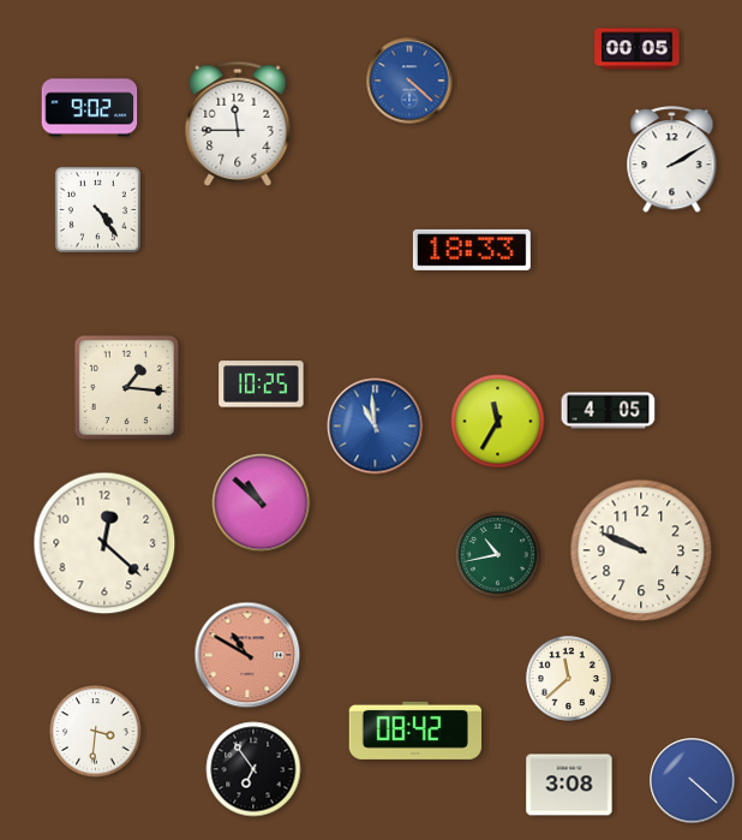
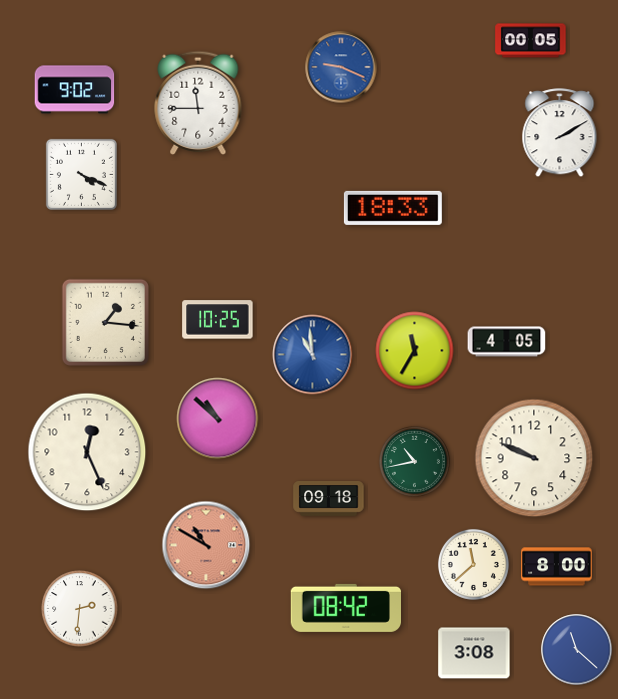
clock at (409, 81): 4:22 -> 9:19
clock at (97, 209): 4:24 -> 4:19
clock at (104, 543): 12:22 -> 12:26
clock at (329, 499): none -> 09:18
clock at (557, 567): none -> 8:00
clock at (96, 732): 3:31 -> 2:31
clock at (253, 769): 6:54 -> none
clock at (693, 781): 4:22 -> 11:22
